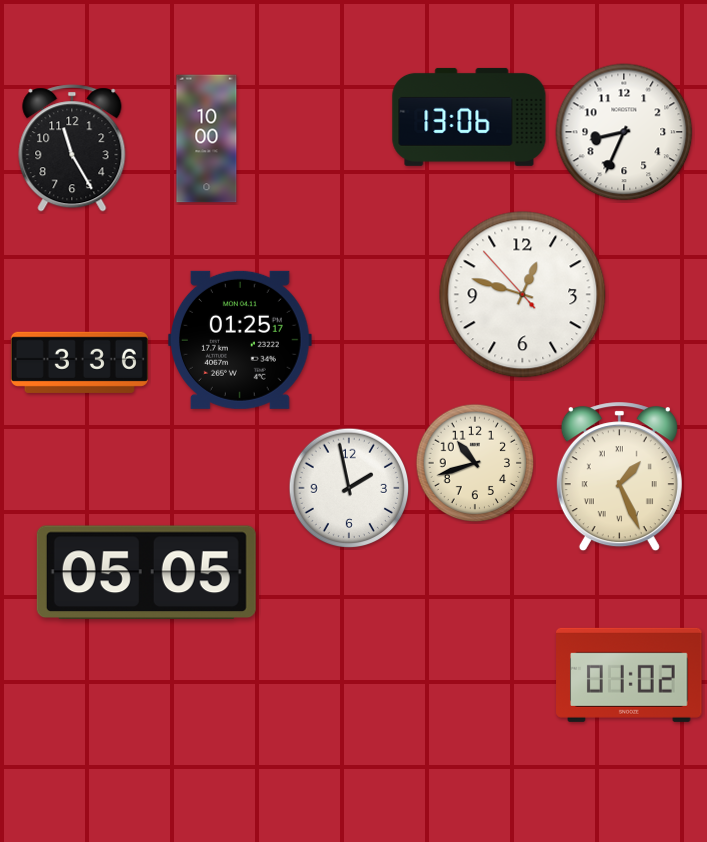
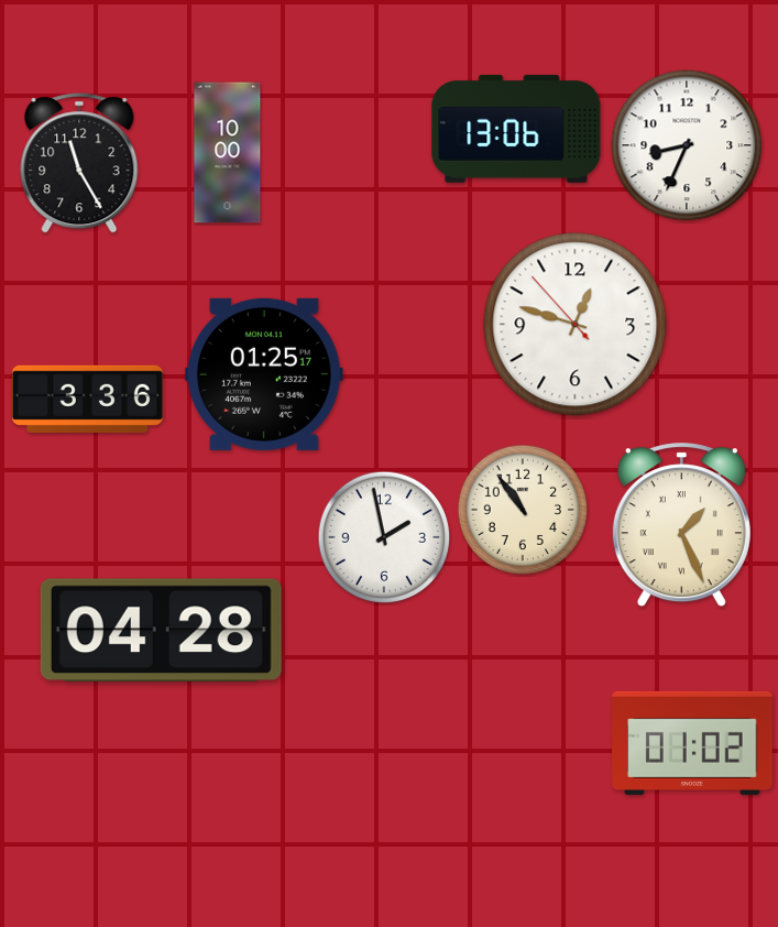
clock at (475, 463): 10:42 -> 10:54
clock at (146, 572): 05:05 -> 04:28
